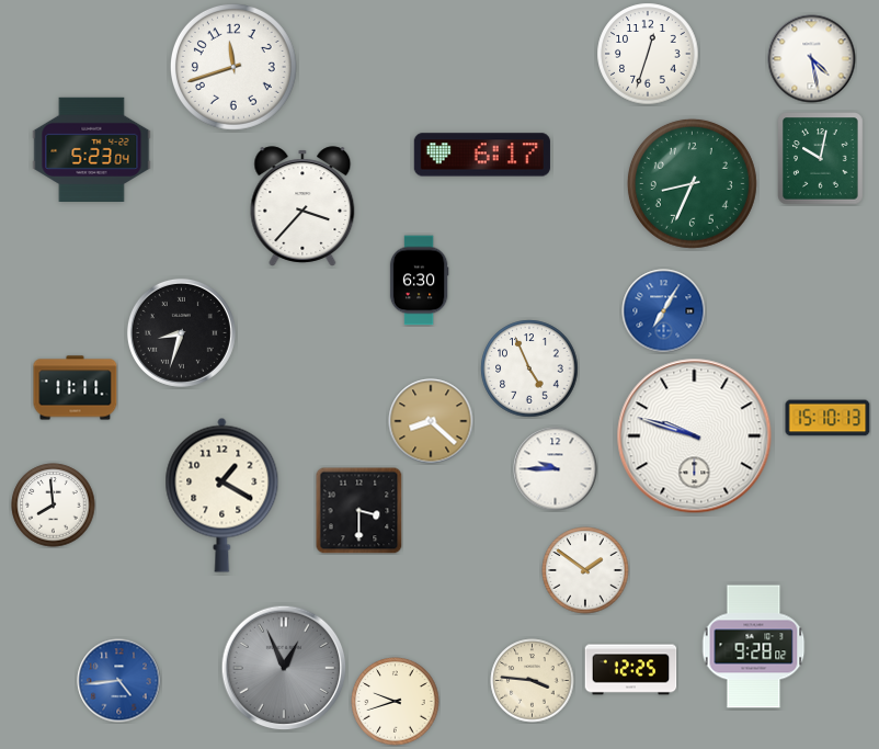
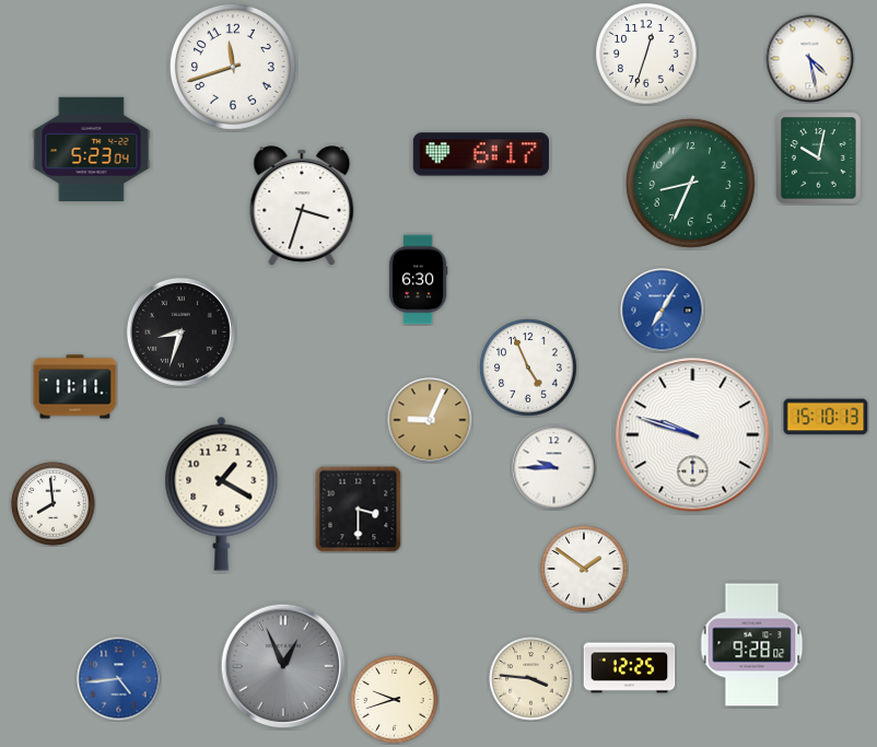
clock at (302, 206): 3:37 -> 3:33
clock at (431, 421): 8:22 -> 9:04
